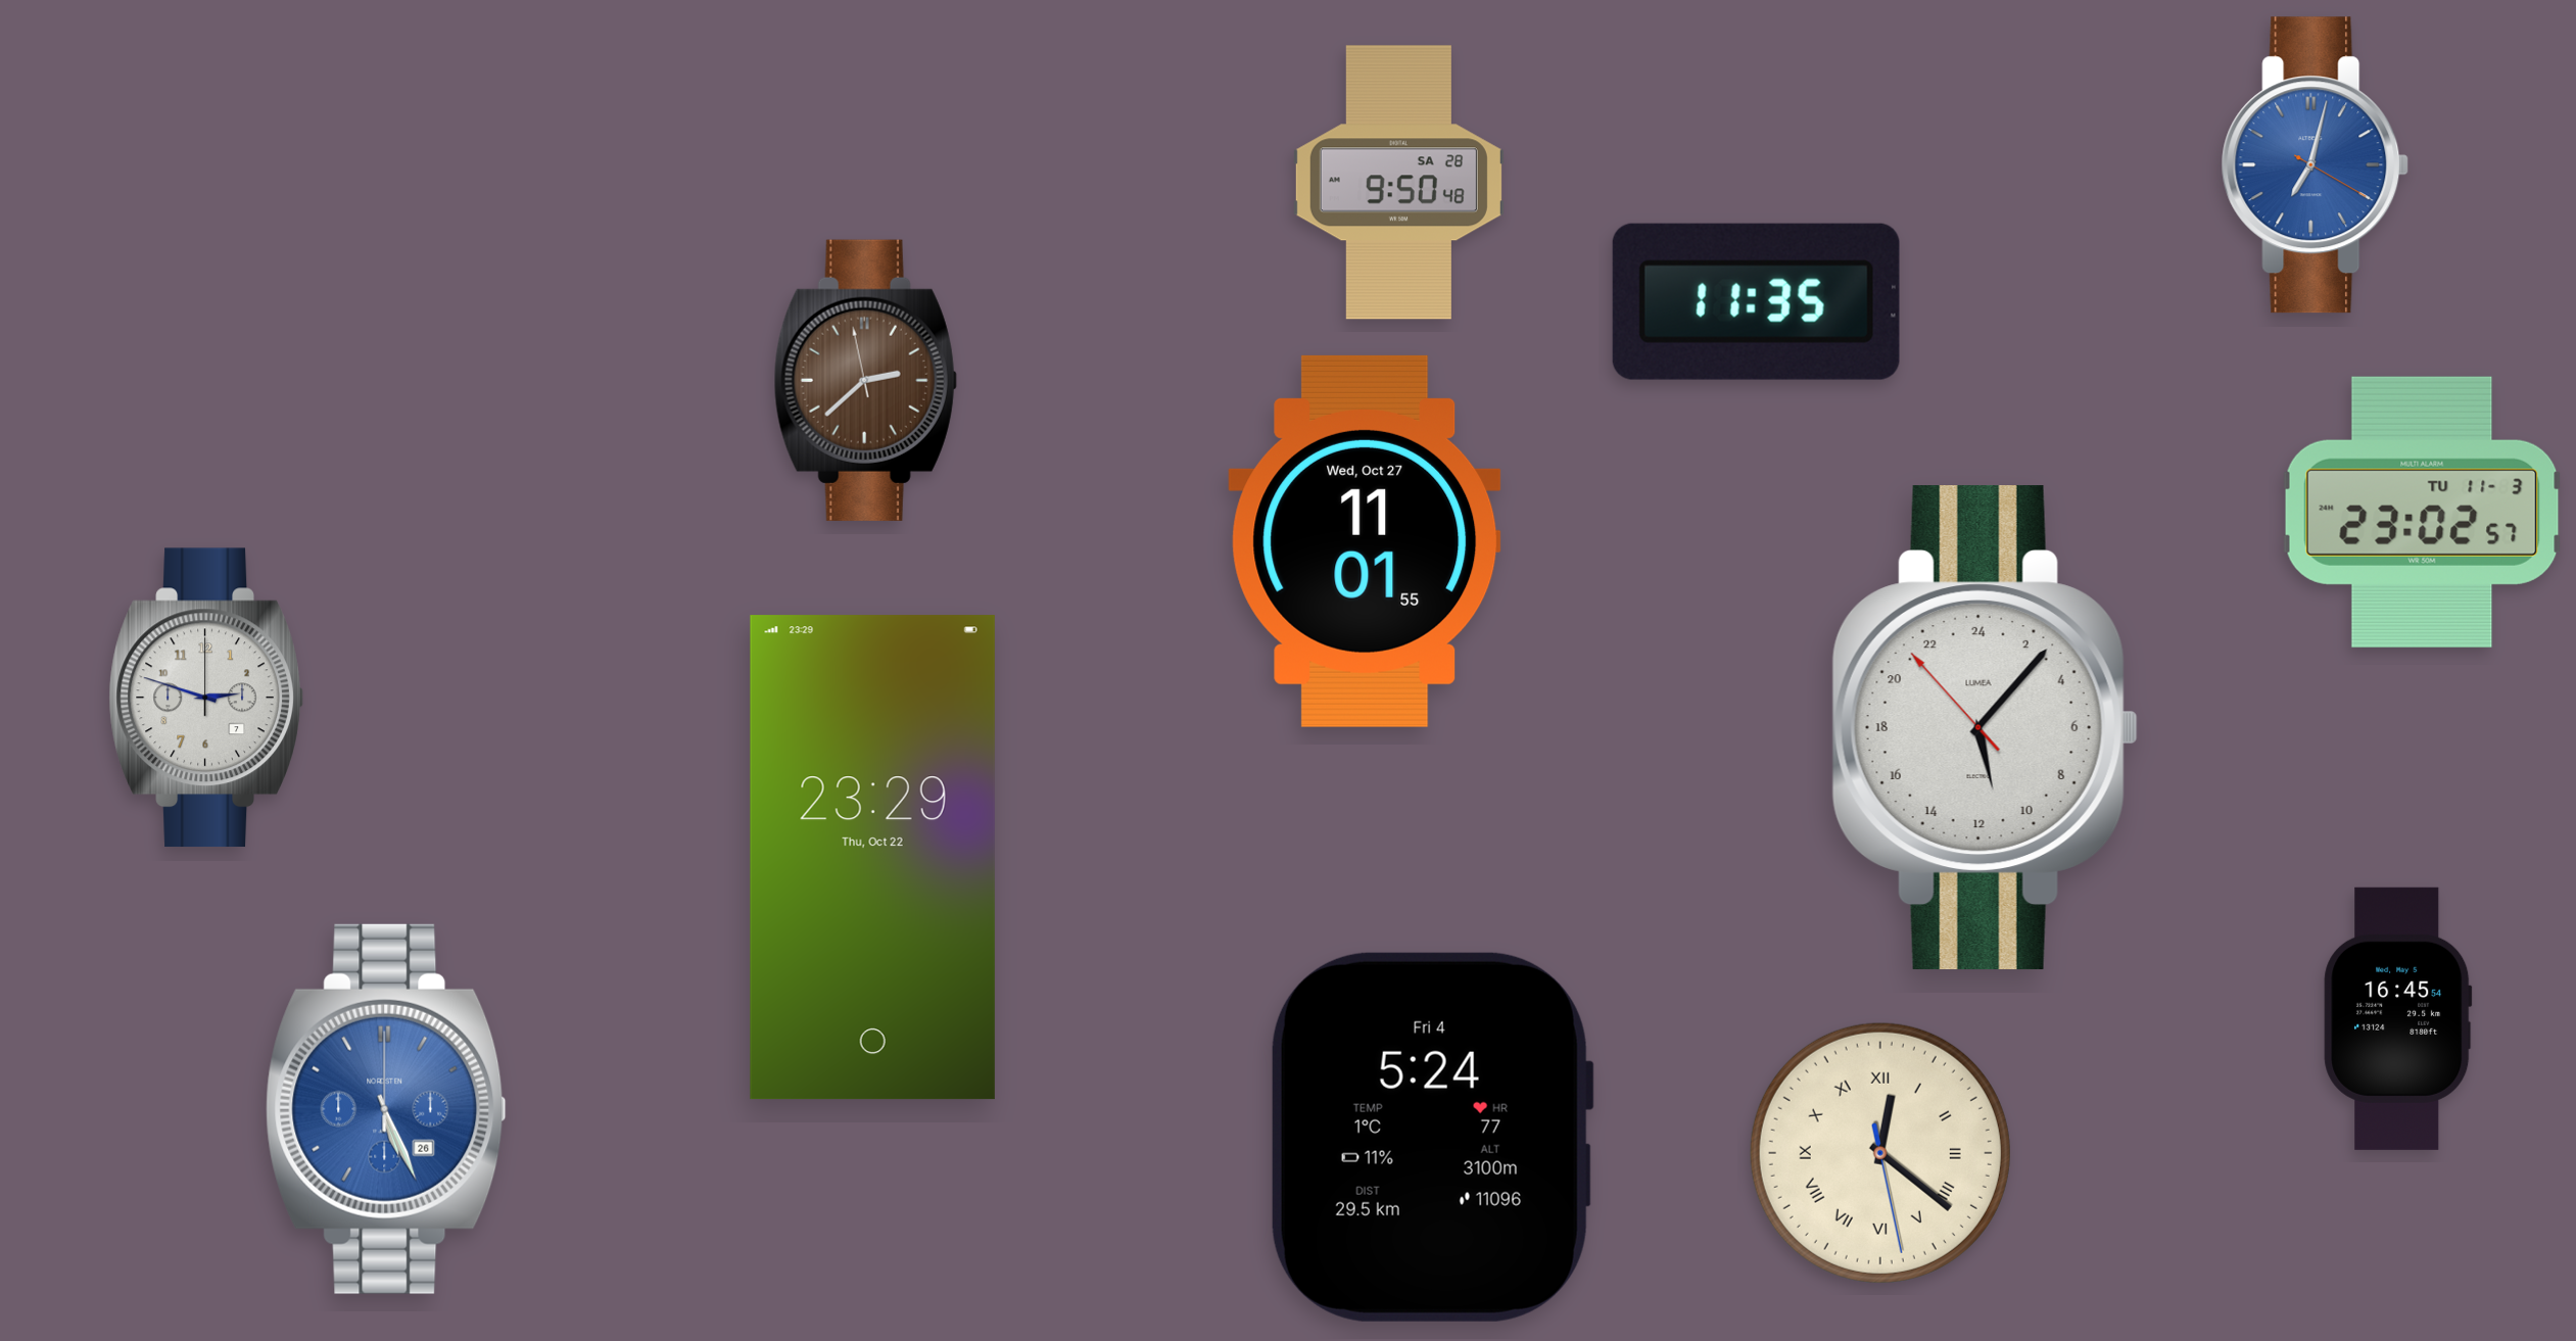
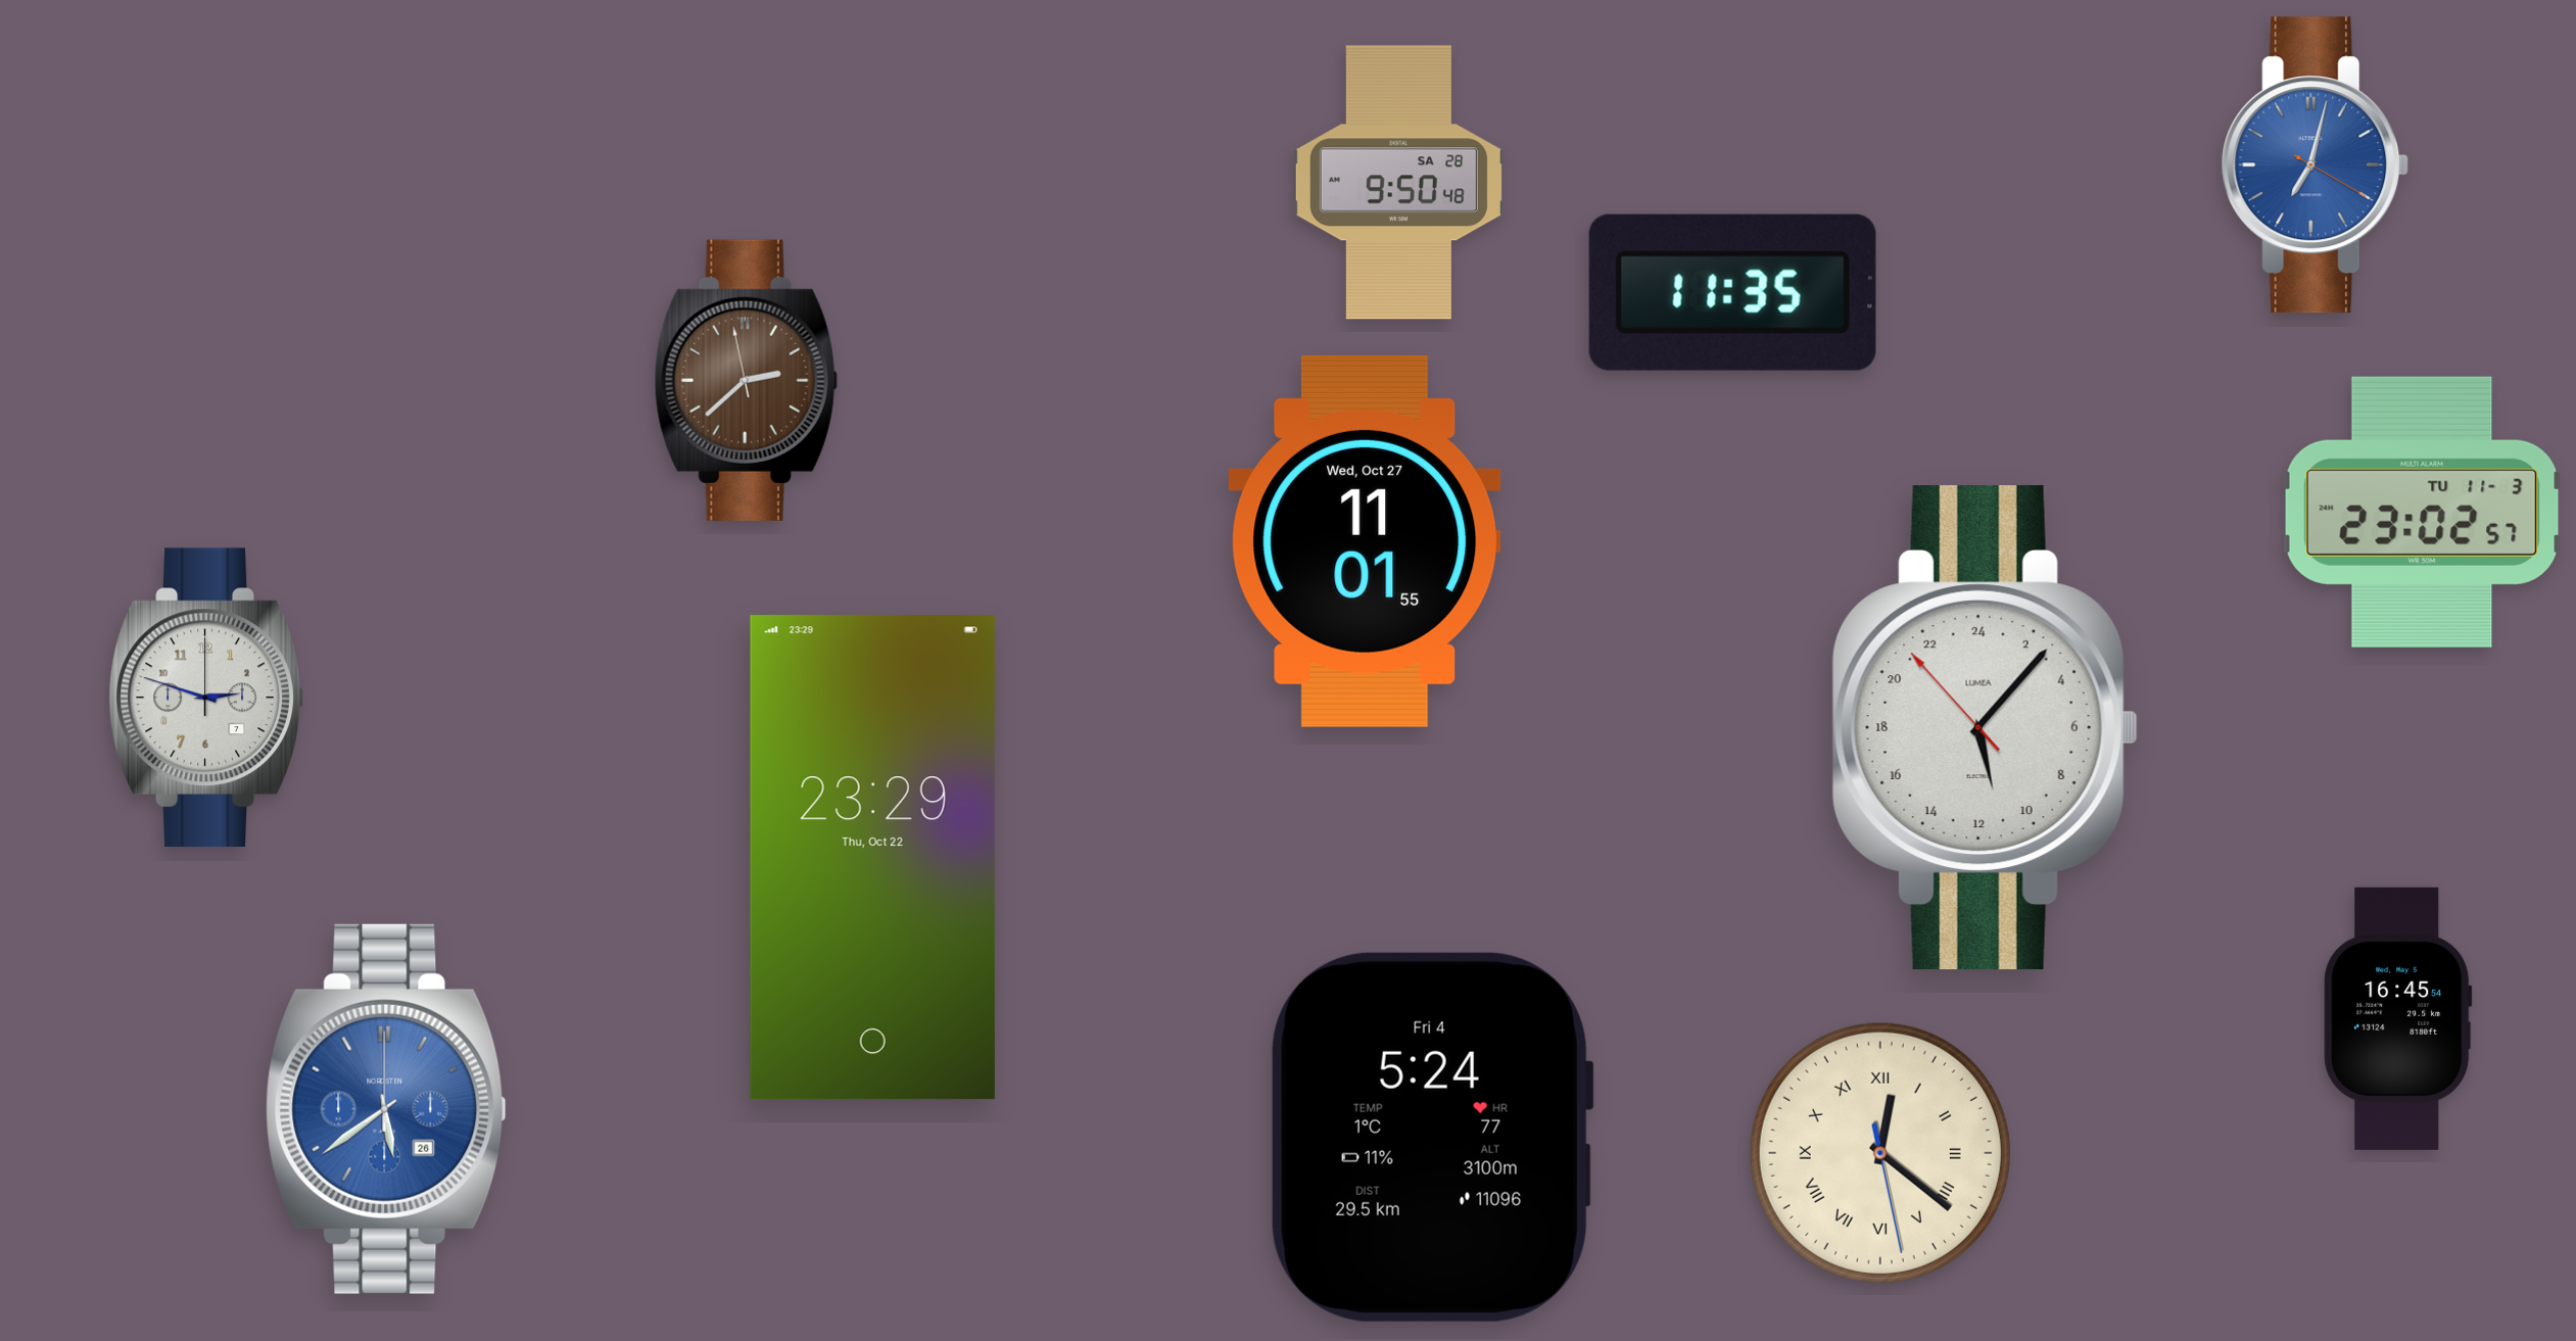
clock at (1756, 301) position: (1756, 301) -> (1732, 292)
clock at (865, 380) position: (865, 380) -> (746, 380)
clock at (386, 1109): 5:26 -> 5:39
